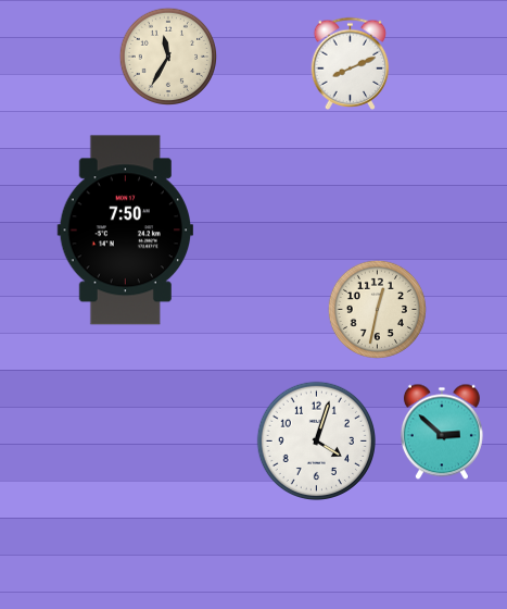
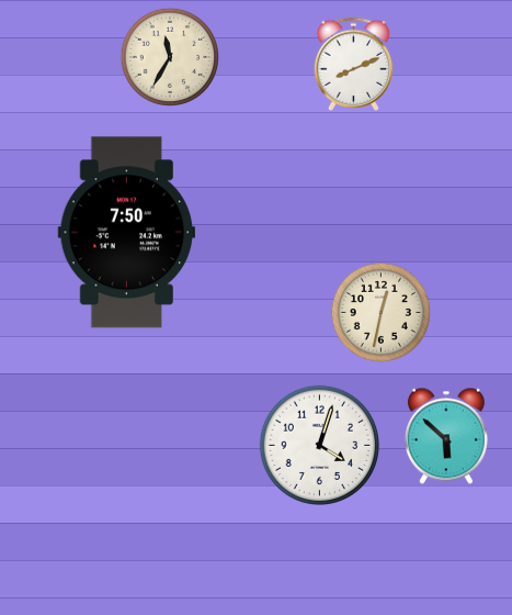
clock at (442, 432): 2:52 -> 5:52
